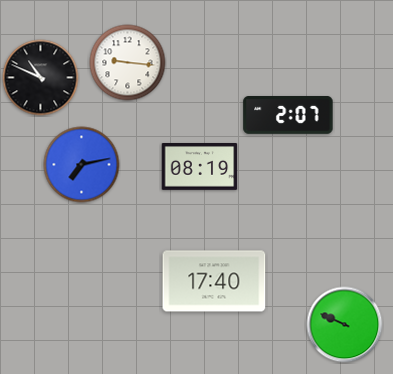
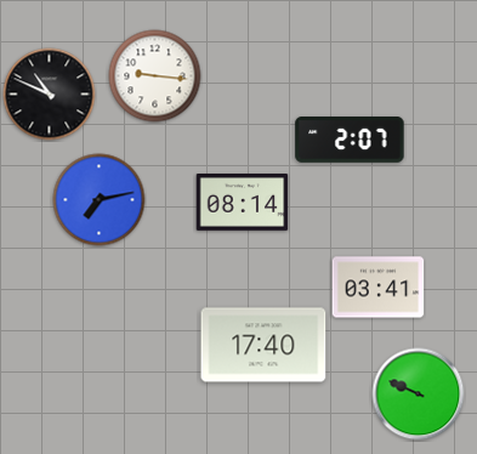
clock at (200, 167): 08:19 -> 08:14
clock at (379, 288): none -> 03:41
clock at (214, 281) position: (214, 281) -> (263, 345)
